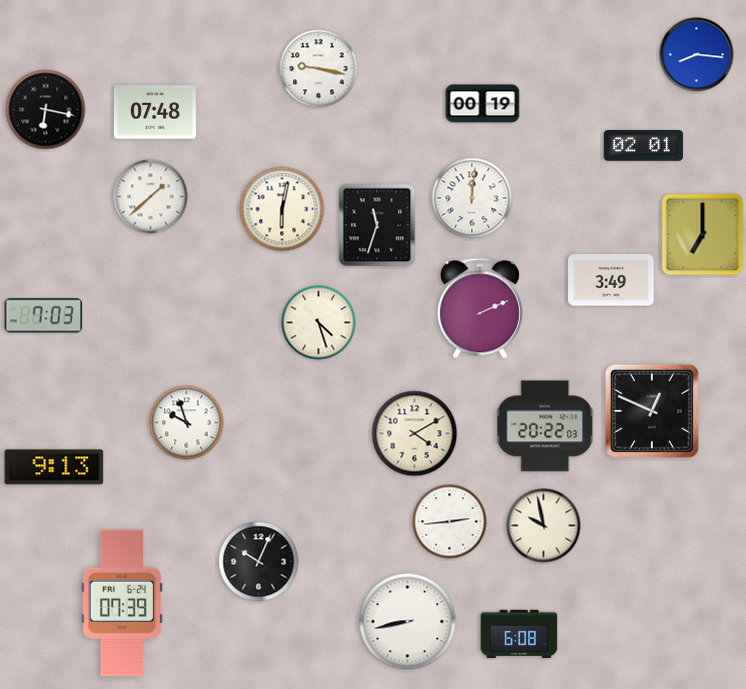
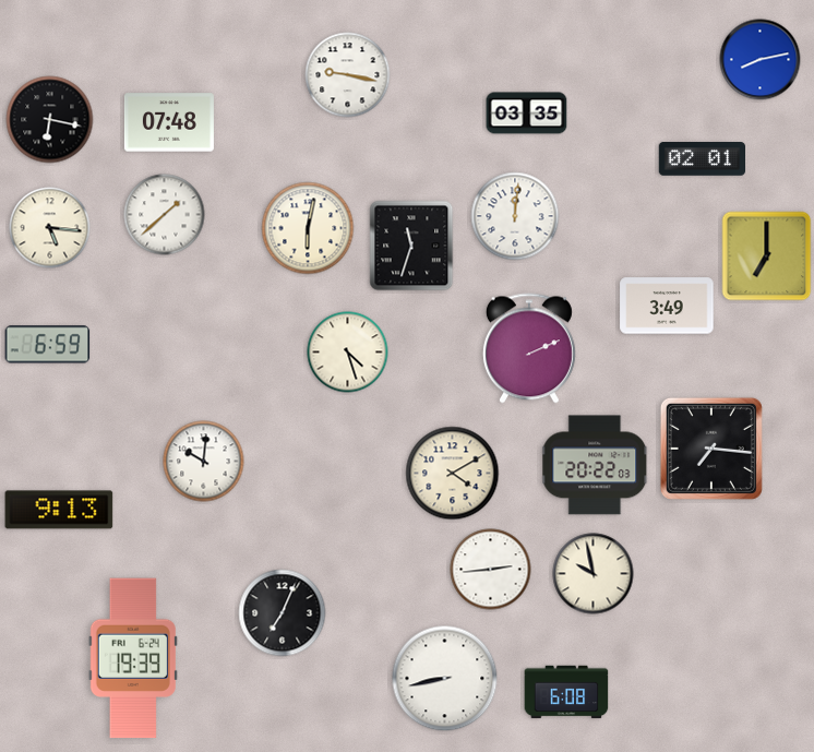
clock at (697, 55): 8:16 -> 8:13
clock at (483, 104): 00:19 -> 03:35
clock at (50, 228): none -> 5:16
clock at (480, 308) position: (480, 308) -> (529, 348)
clock at (44, 316): 7:03 -> 6:59
clock at (652, 411): 12:49 -> 7:16
clock at (187, 423): 9:57 -> 10:01
clock at (259, 562): 10:04 -> 7:04
clock at (122, 603): 07:39 -> 19:39
